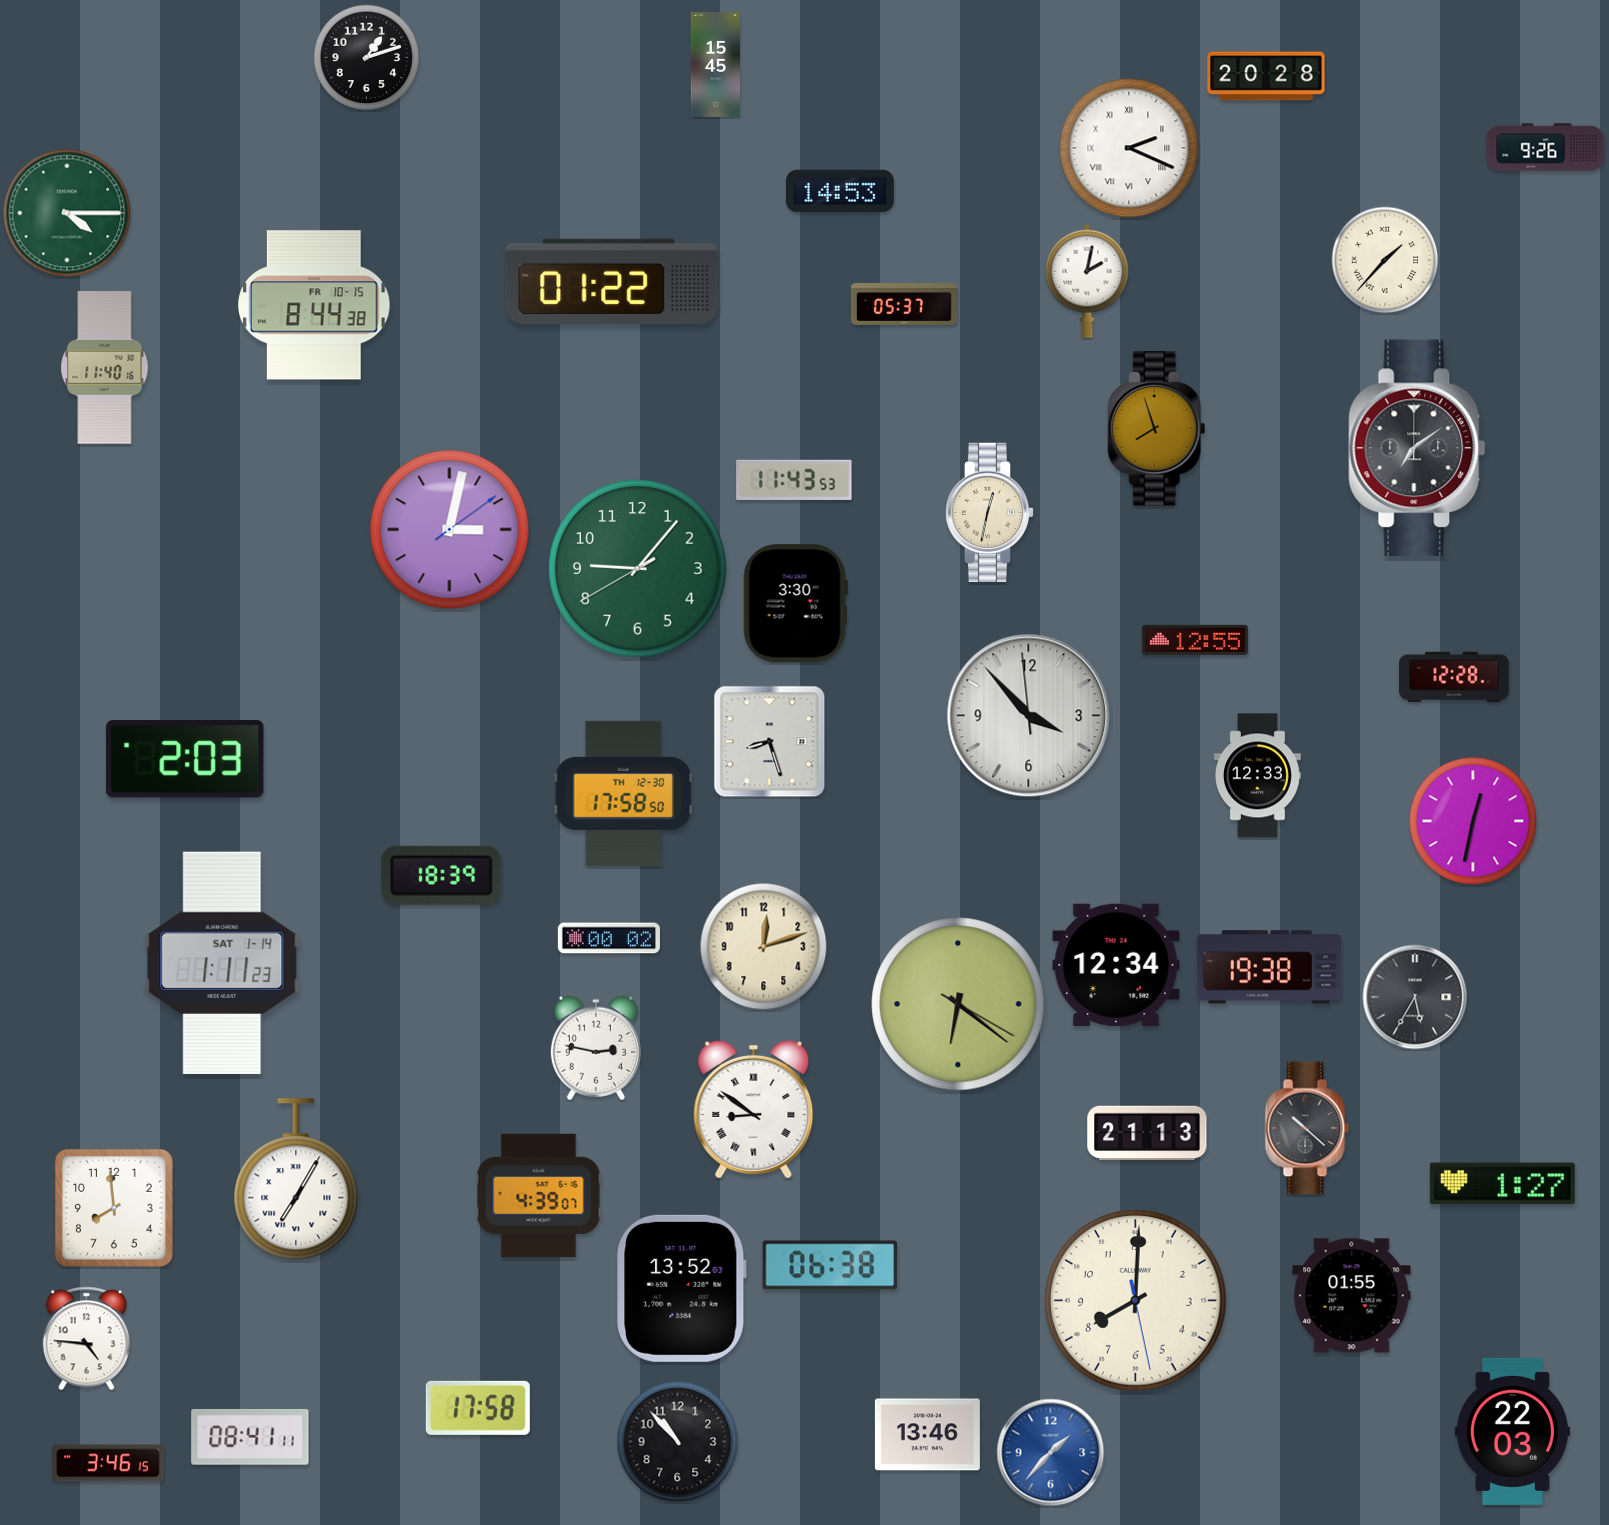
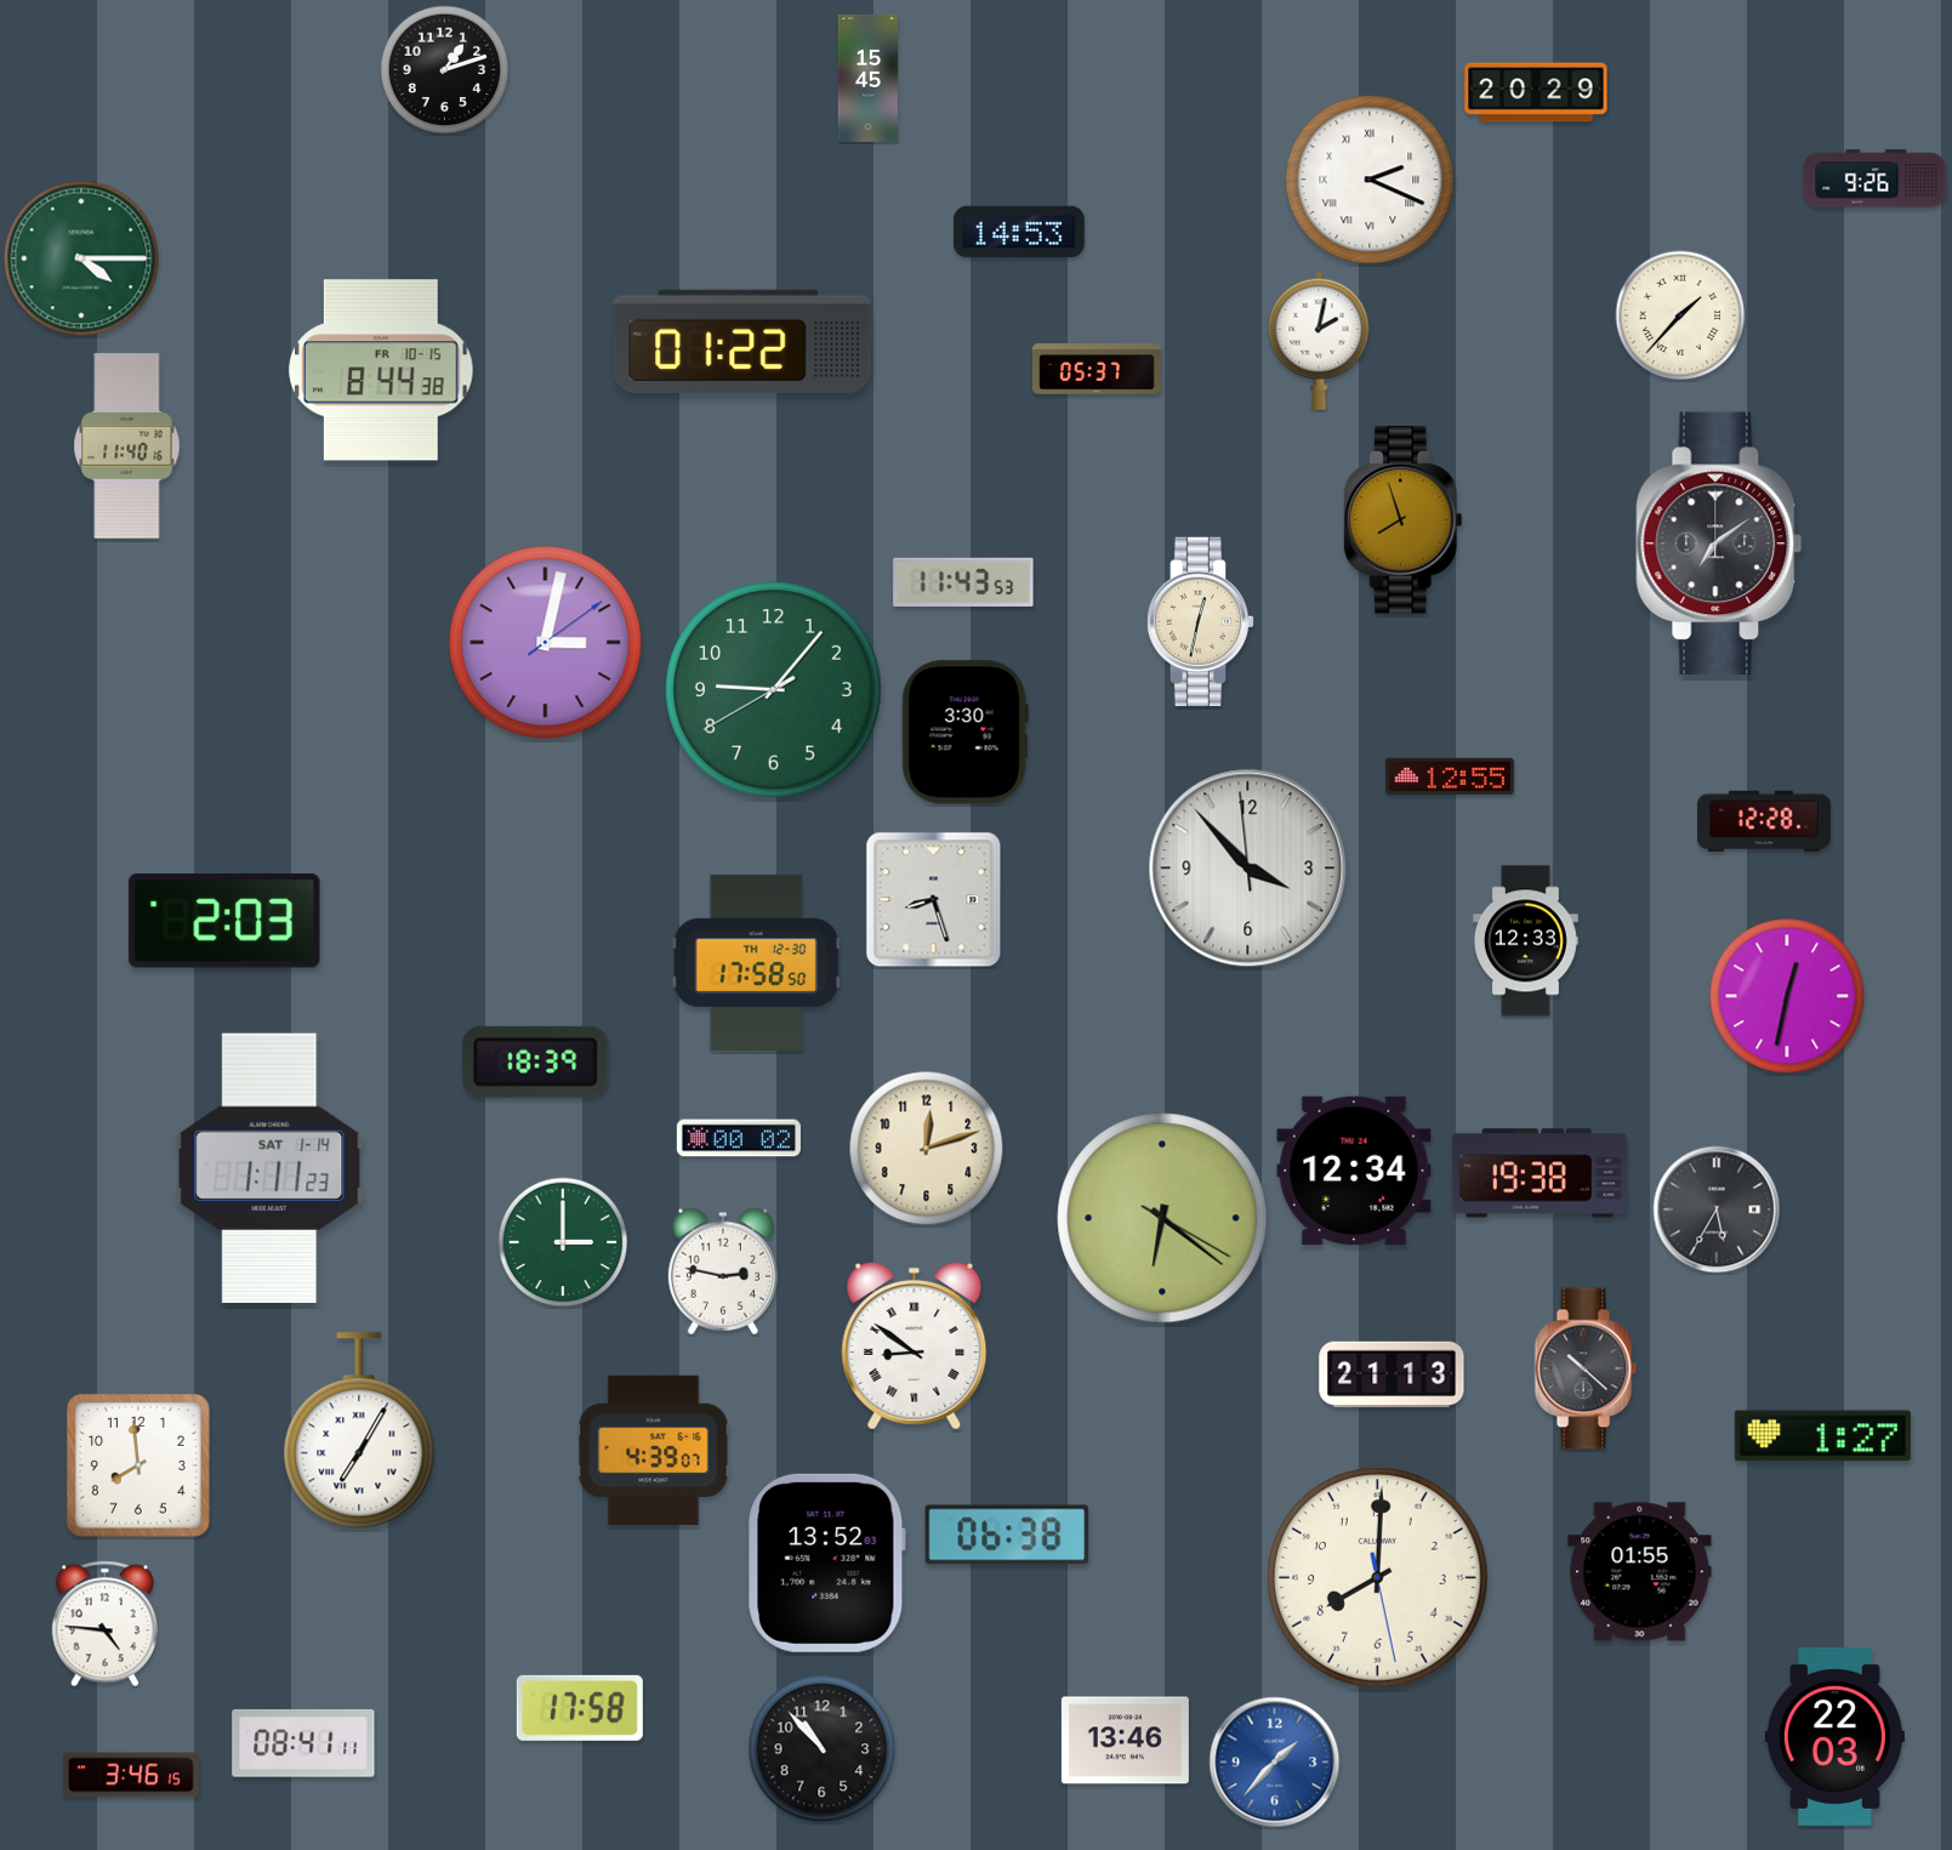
clock at (1266, 76): 20:28 -> 20:29
clock at (563, 1242): none -> 3:00
